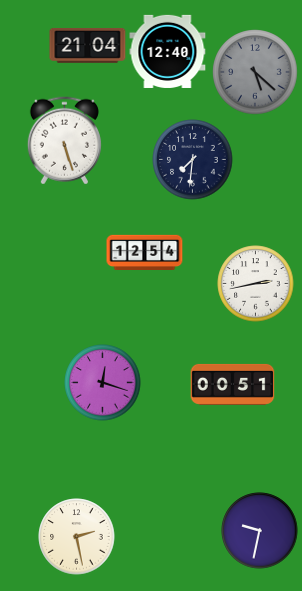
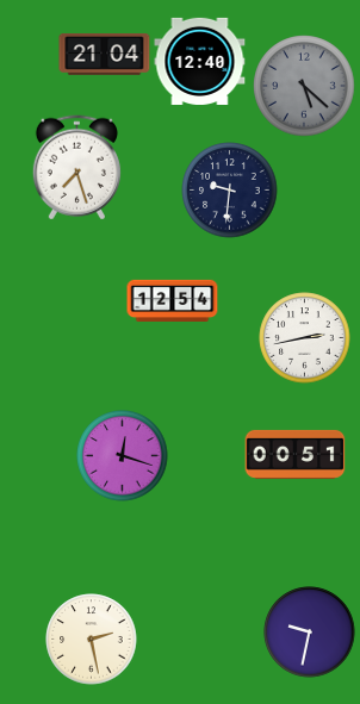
clock at (64, 141): 5:27 -> 7:27
clock at (193, 160): 7:31 -> 9:31
clock at (233, 384) position: (233, 384) -> (296, 454)
